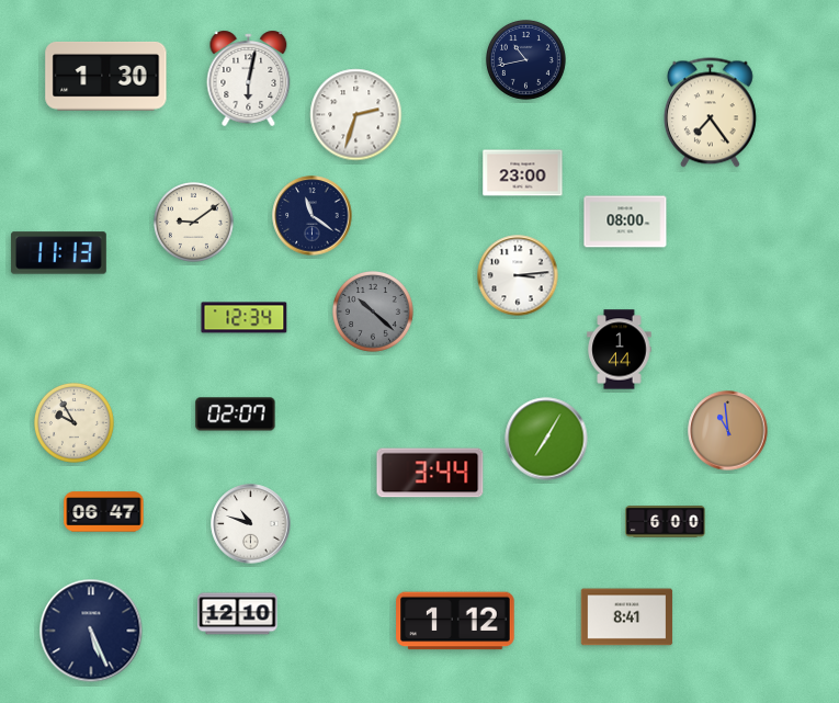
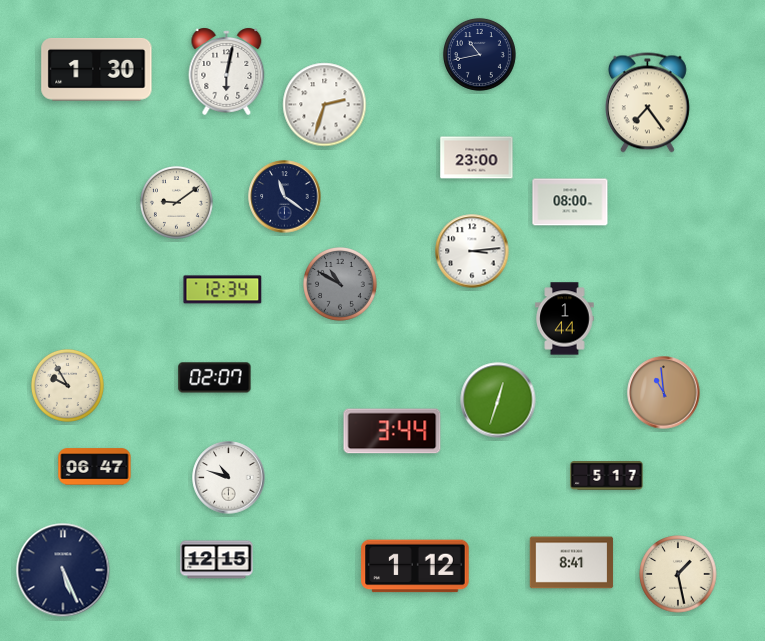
clock at (58, 253): 11:13 -> none
clock at (374, 313): 10:22 -> 10:50
clock at (546, 439): 7:05 -> 12:33
clock at (666, 522): 6:00 -> 5:17
clock at (238, 614): 12:10 -> 12:15
clock at (678, 574): none -> 1:28
clock at (91, 631) position: (91, 631) -> (63, 570)
